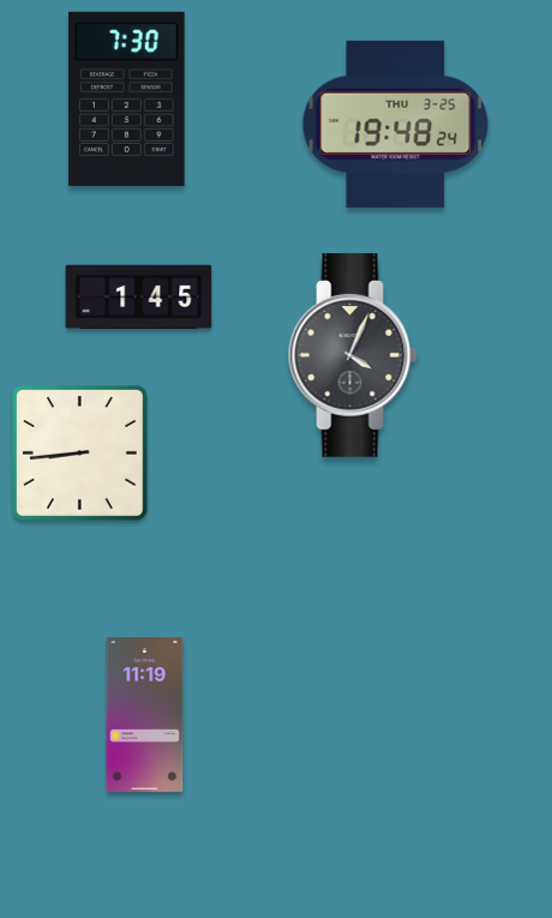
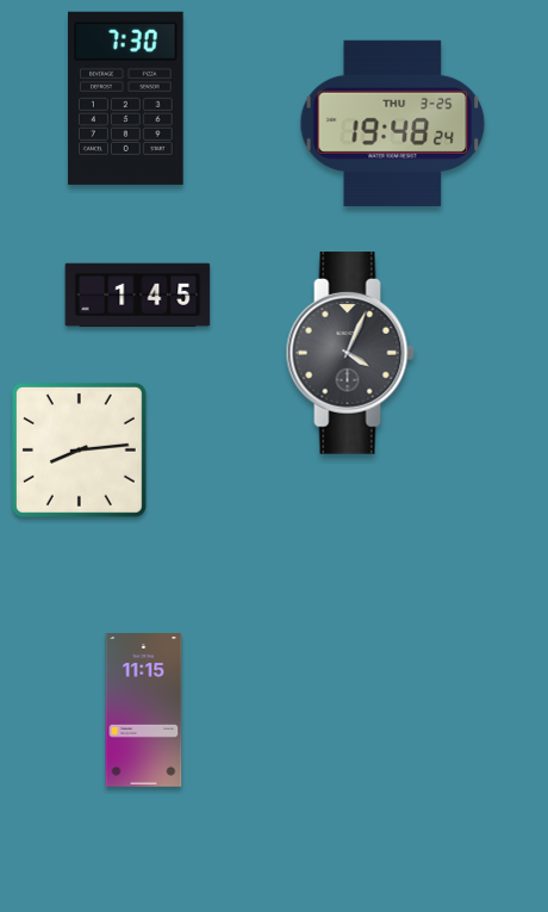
clock at (79, 452): 8:44 -> 8:14
clock at (145, 715): 11:19 -> 11:15
